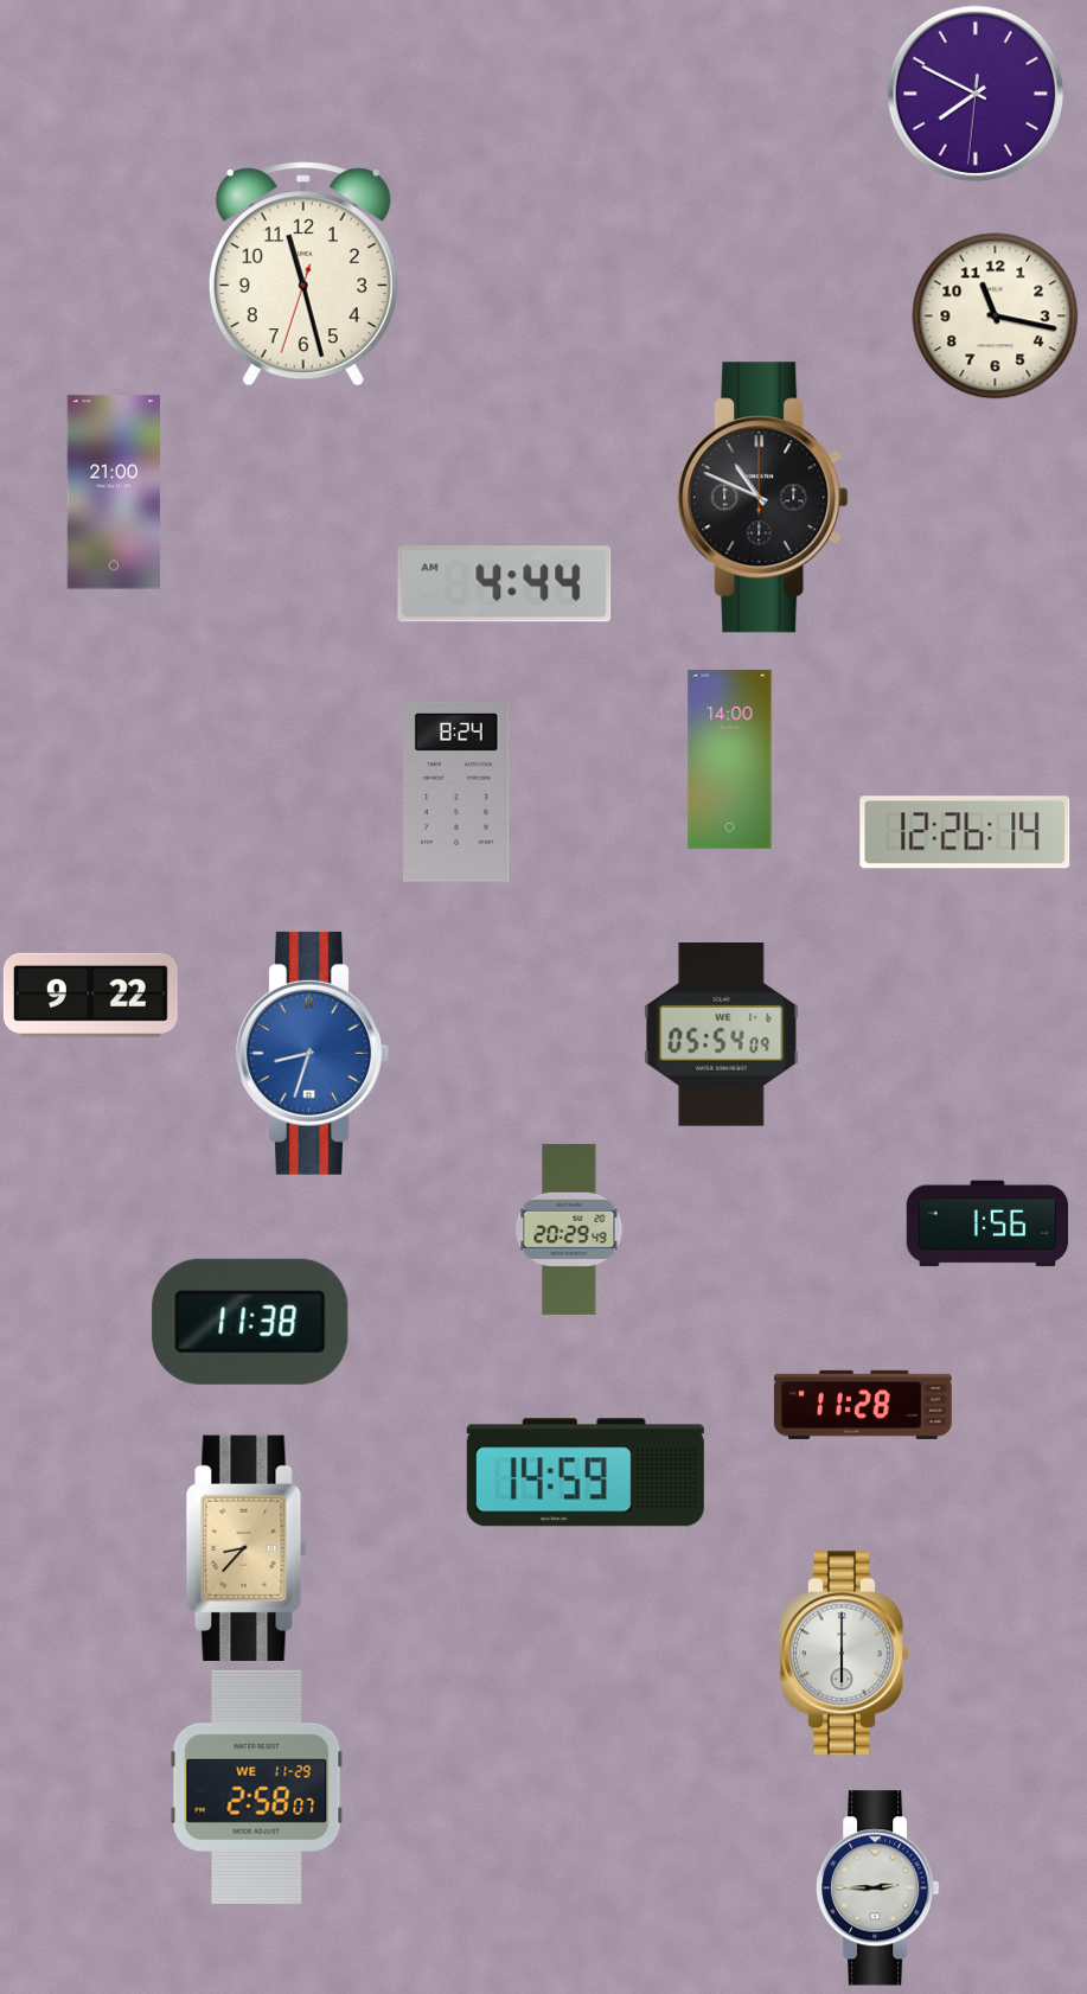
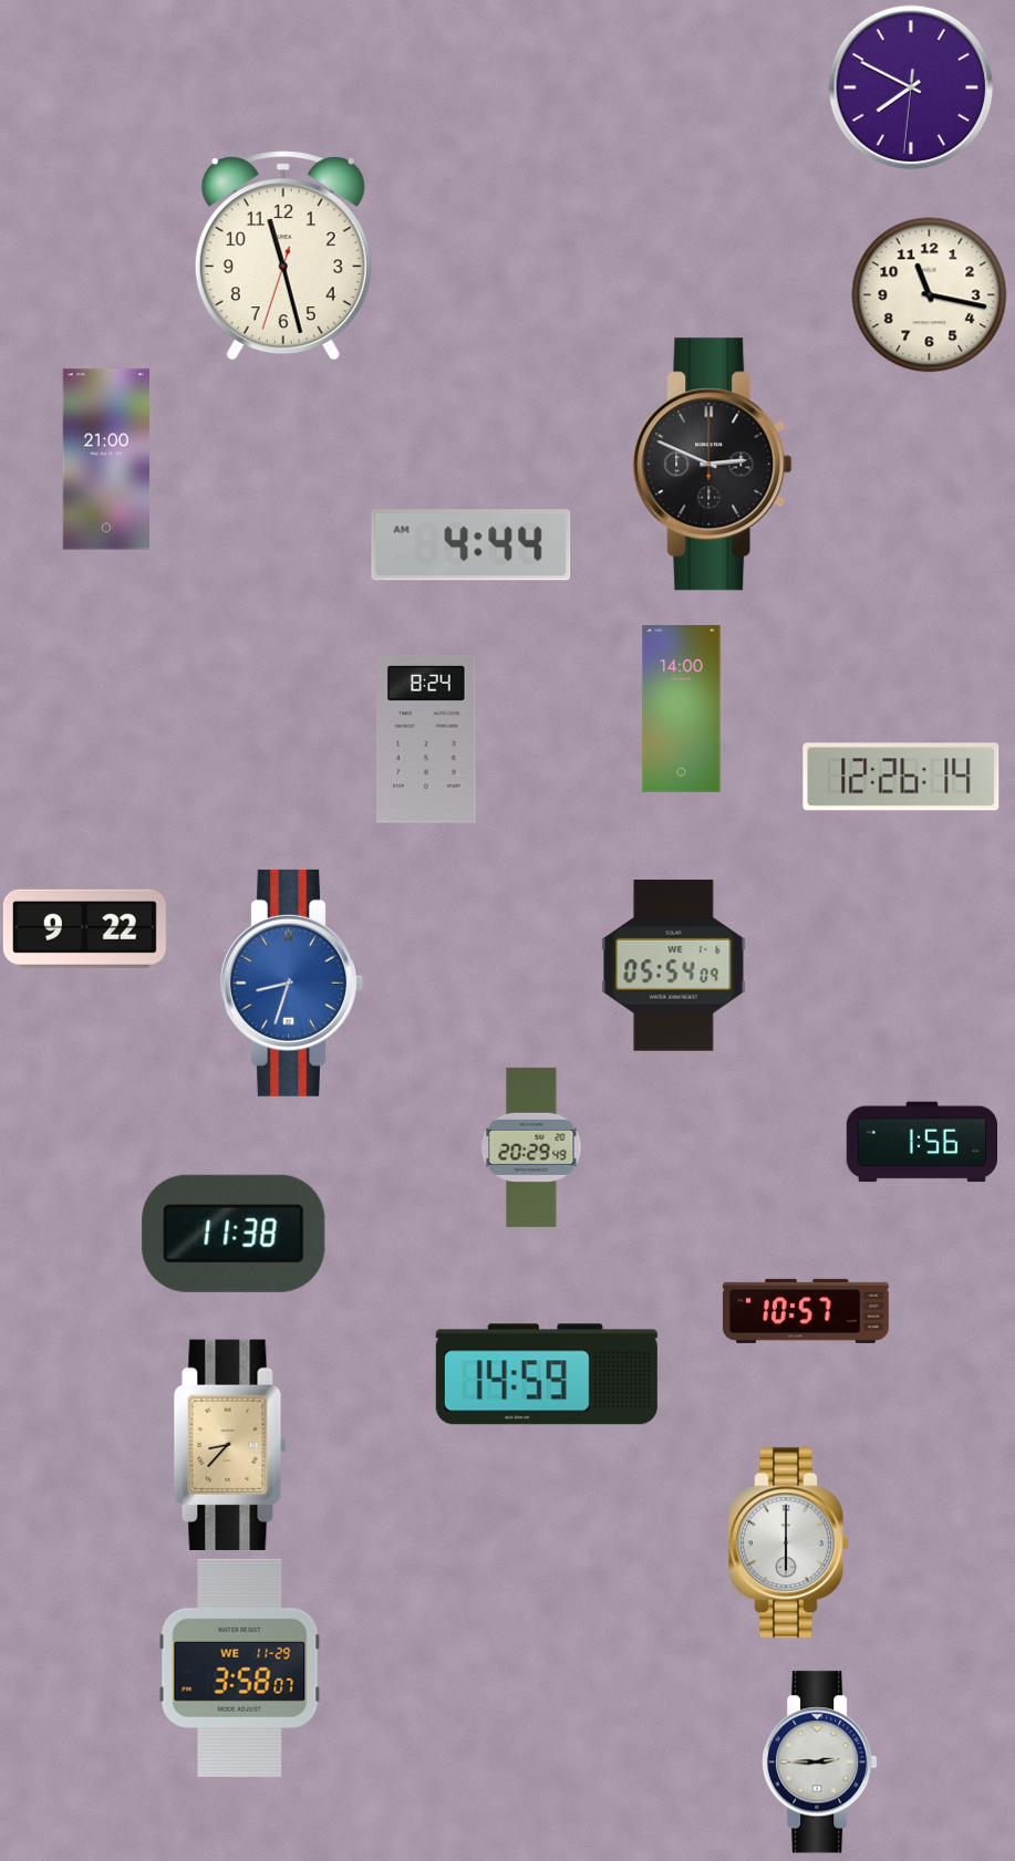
clock at (763, 498): 10:49 -> 2:49
clock at (863, 1405): 11:28 -> 10:57
clock at (257, 1787): 2:58 -> 3:58
